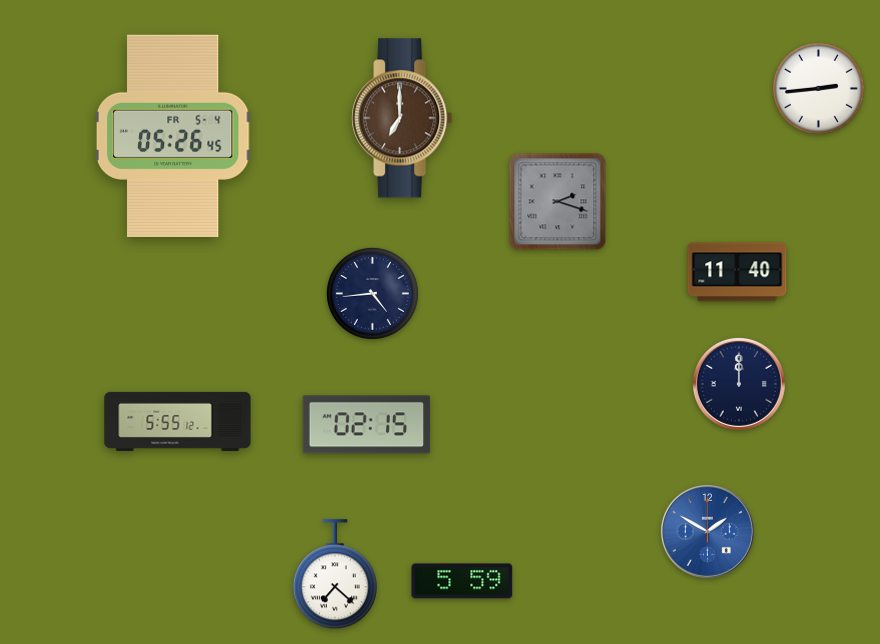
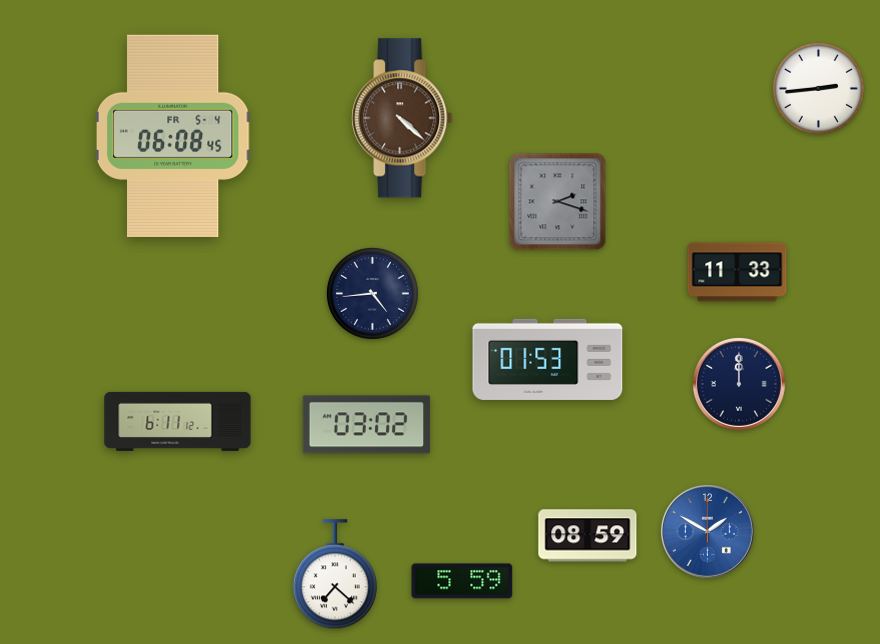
clock at (402, 118): 7:00 -> 4:22
clock at (173, 136): 05:26 -> 06:08
clock at (737, 272): 11:40 -> 11:33
clock at (548, 359): none -> 01:53
clock at (178, 421): 5:55 -> 6:11
clock at (367, 425): 02:15 -> 03:02
clock at (588, 536): none -> 08:59
